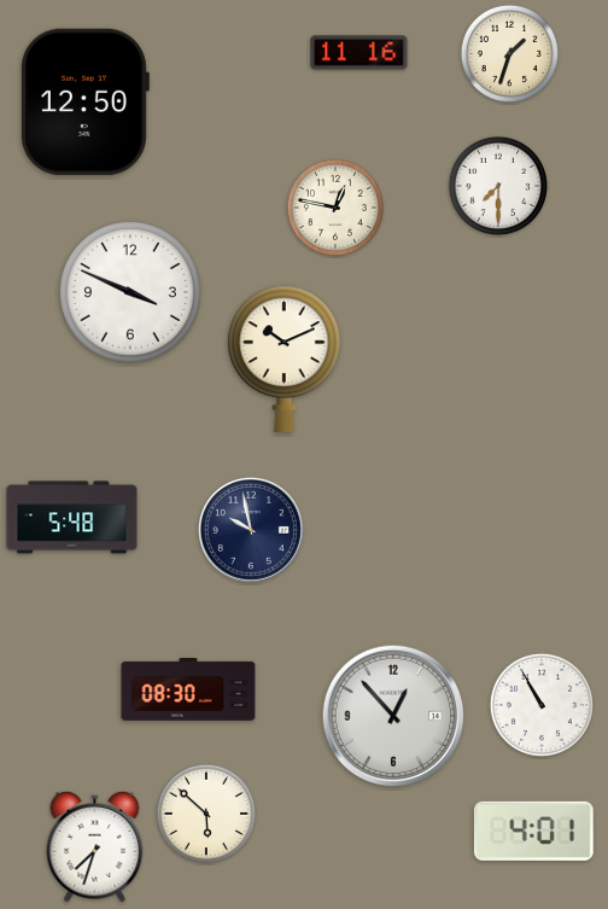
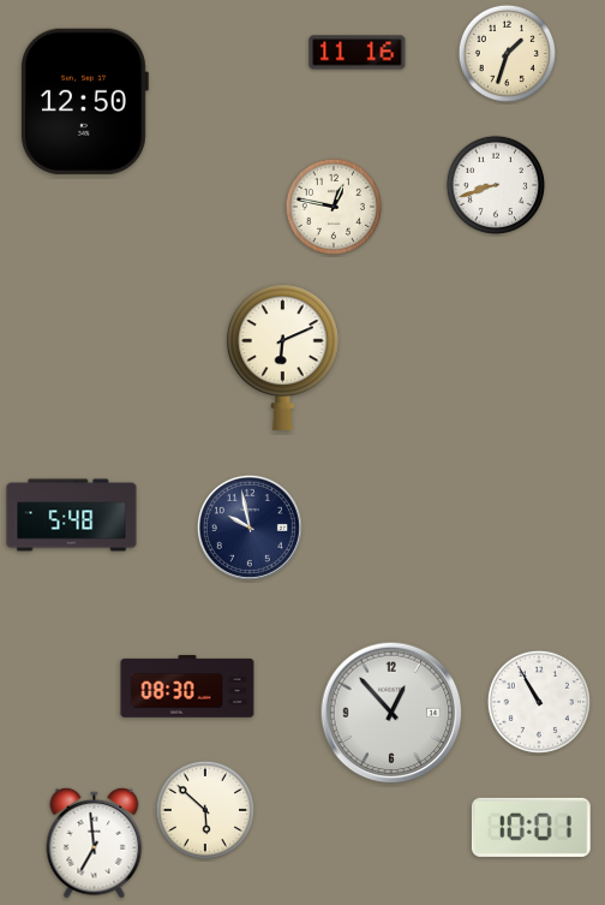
clock at (498, 186): 7:30 -> 8:42
clock at (131, 293): 3:49 -> none
clock at (283, 359): 10:11 -> 6:11
clock at (533, 831): 4:01 -> 10:01
clock at (95, 846): 7:33 -> 6:59
